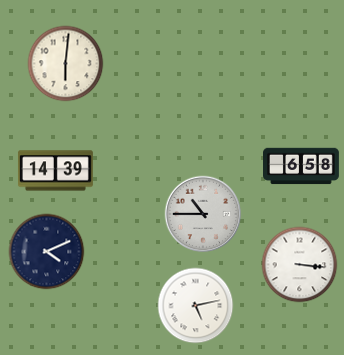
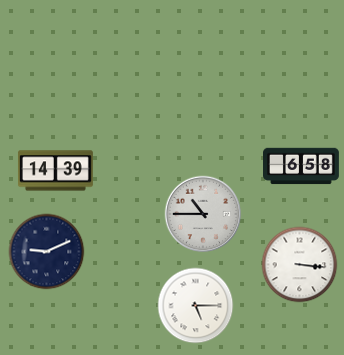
clock at (66, 64): 6:01 -> none
clock at (47, 252): 4:11 -> 9:11
clock at (196, 306): 5:13 -> 5:15
